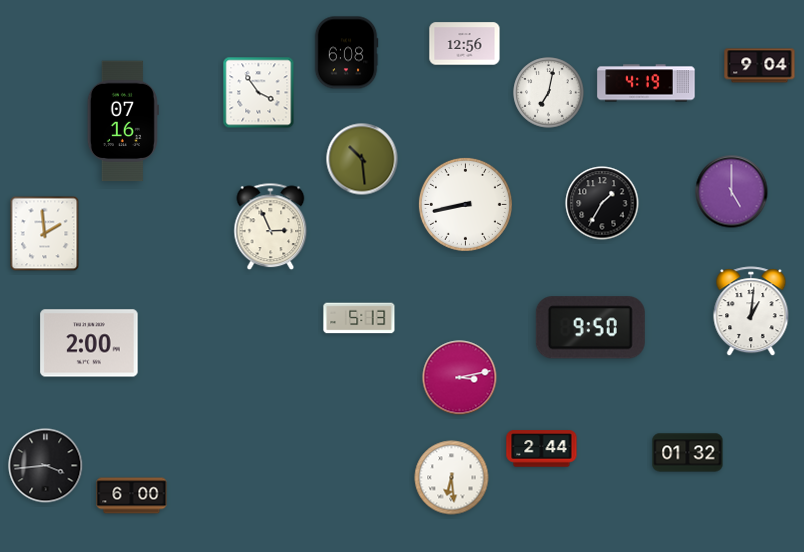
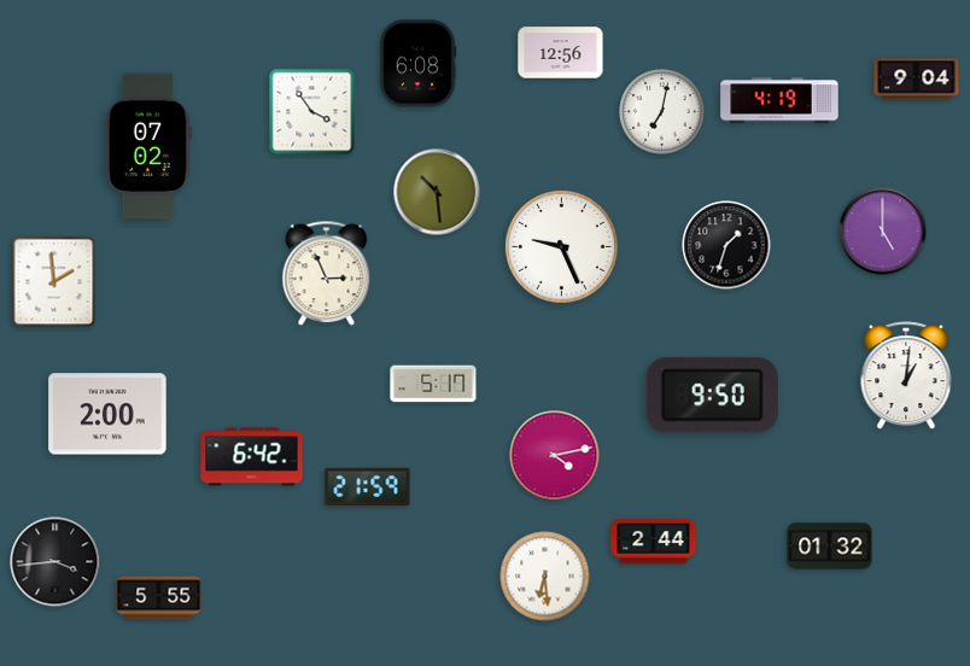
clock at (123, 121): 07:16 -> 07:02
clock at (602, 203): 1:35 -> 1:33
clock at (465, 204): 8:43 -> 9:26
clock at (359, 318): 5:13 -> 5:17
clock at (460, 378): 3:13 -> 4:13
clock at (252, 457): none -> 6:42
clock at (368, 486): none -> 21:59
clock at (132, 496): 6:00 -> 5:55
